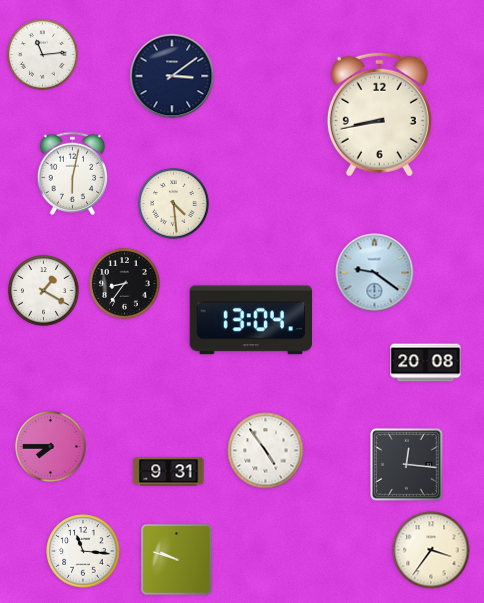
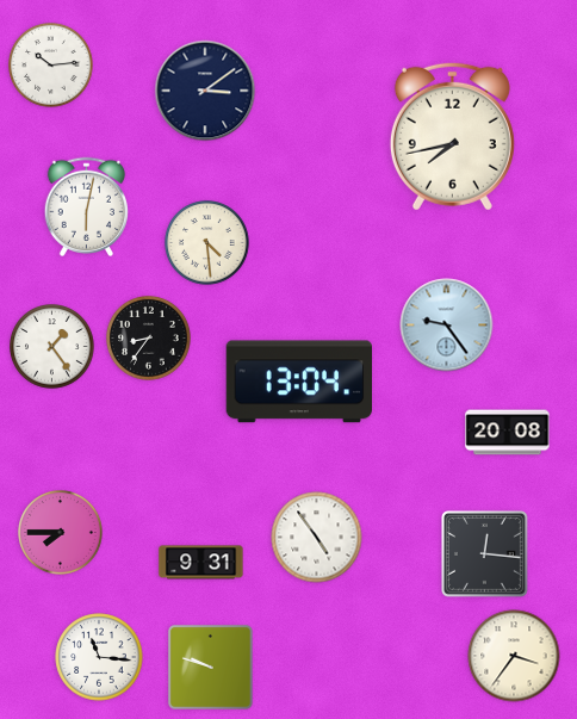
clock at (43, 55): 11:14 -> 10:14
clock at (379, 114): 8:43 -> 7:43
clock at (375, 273): 9:21 -> 9:24
clock at (44, 291): 1:20 -> 1:24
